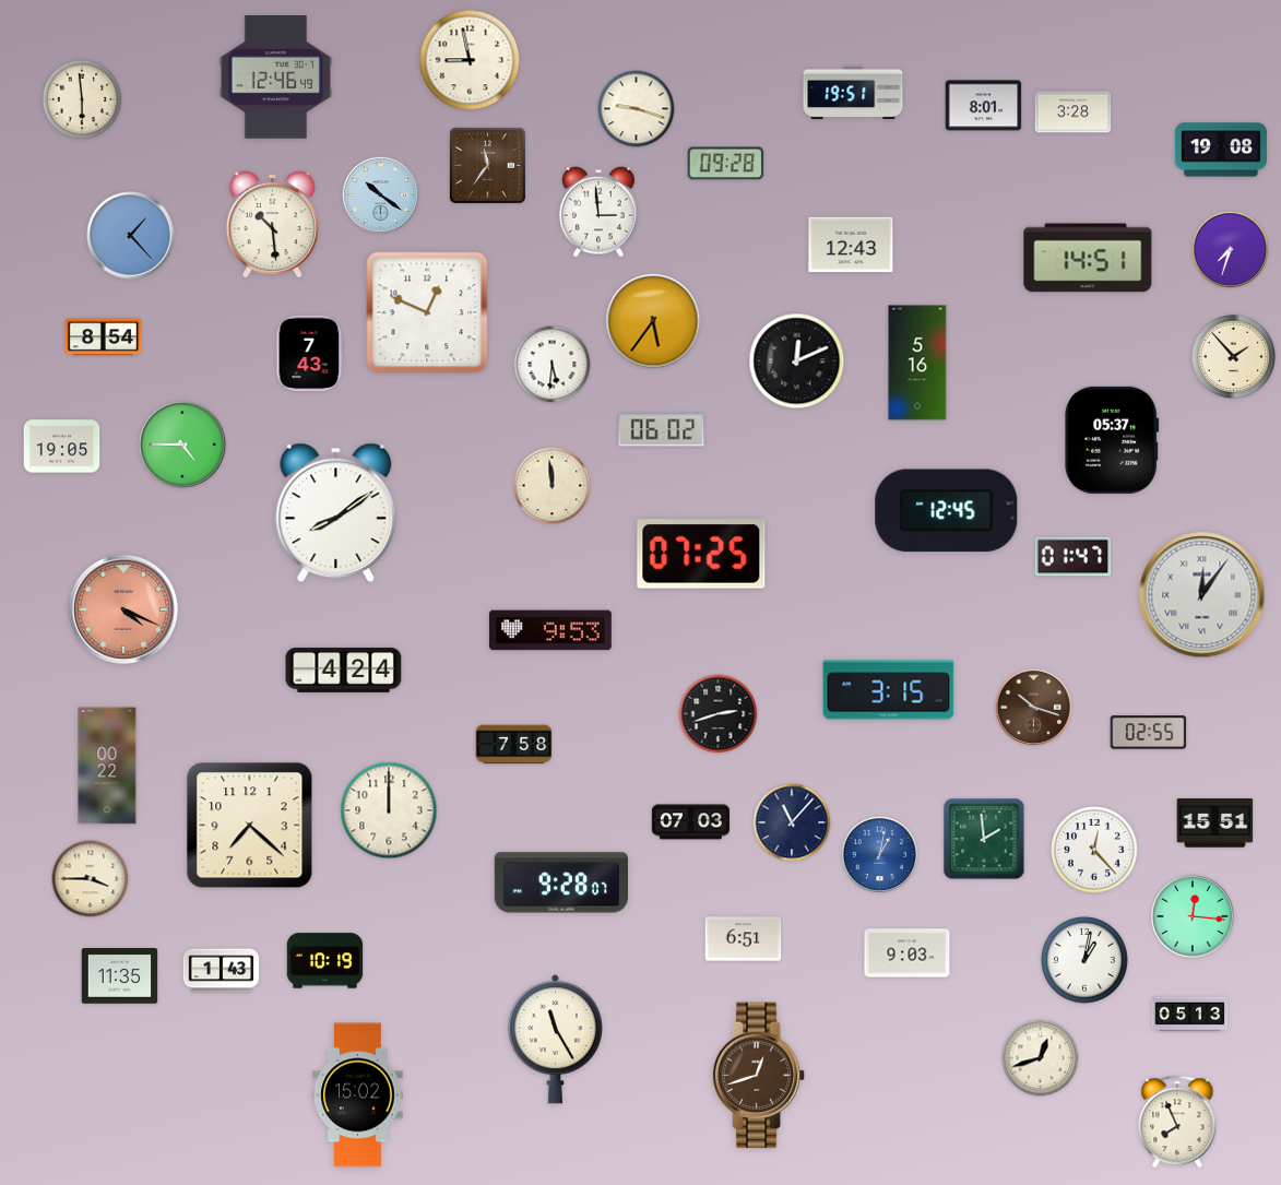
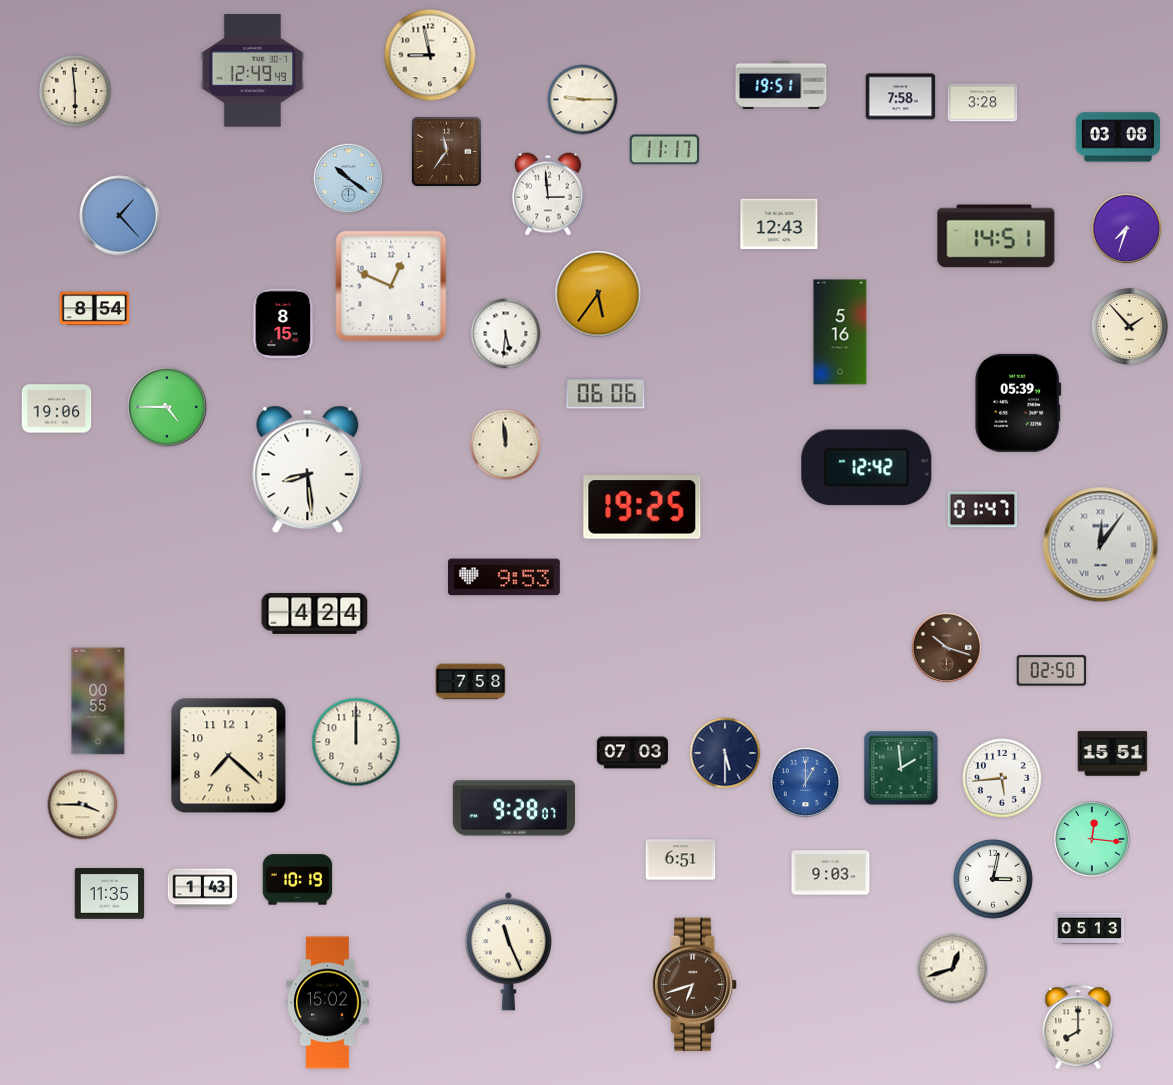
clock at (276, 78): 12:46 -> 12:49
clock at (984, 106): 8:01 -> 7:58
clock at (637, 109): 9:18 -> 9:15
clock at (1221, 150): 19:08 -> 03:08
clock at (726, 164): 09:28 -> 11:17
clock at (272, 224): 10:29 -> none
clock at (310, 354): 7:43 -> 8:15
clock at (797, 362): 12:11 -> none
clock at (662, 430): 06:02 -> 06:06
clock at (1112, 440): 05:37 -> 05:39
clock at (62, 447): 19:05 -> 19:06
clock at (947, 511): 12:45 -> 12:42
clock at (336, 513): 8:09 -> 8:29
clock at (701, 554): 07:25 -> 19:25
clock at (123, 609): 4:19 -> none
clock at (889, 690): 3:15 -> none
clock at (719, 714): 2:42 -> none
clock at (1149, 733): 02:55 -> 02:50
clock at (107, 766): 00:22 -> 00:55
clock at (792, 822): 11:07 -> 5:30
clock at (1094, 850): 12:23 -> 5:44
clock at (880, 855): 1:02 -> 1:00
clock at (1084, 960): 1:02 -> 3:02
clock at (555, 1040): 11:25 -> 11:26
clock at (759, 1076): 12:42 -> 6:42
clock at (1177, 1122): 7:56 -> 8:00
